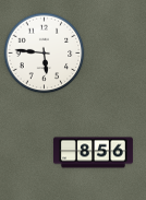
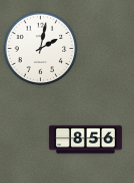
clock at (45, 54): 5:46 -> 2:02
